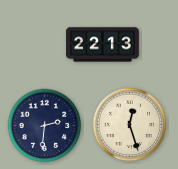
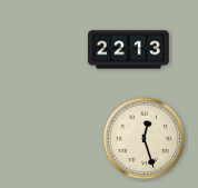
clock at (103, 45) position: (103, 45) -> (129, 50)
clock at (45, 126): 2:31 -> none
